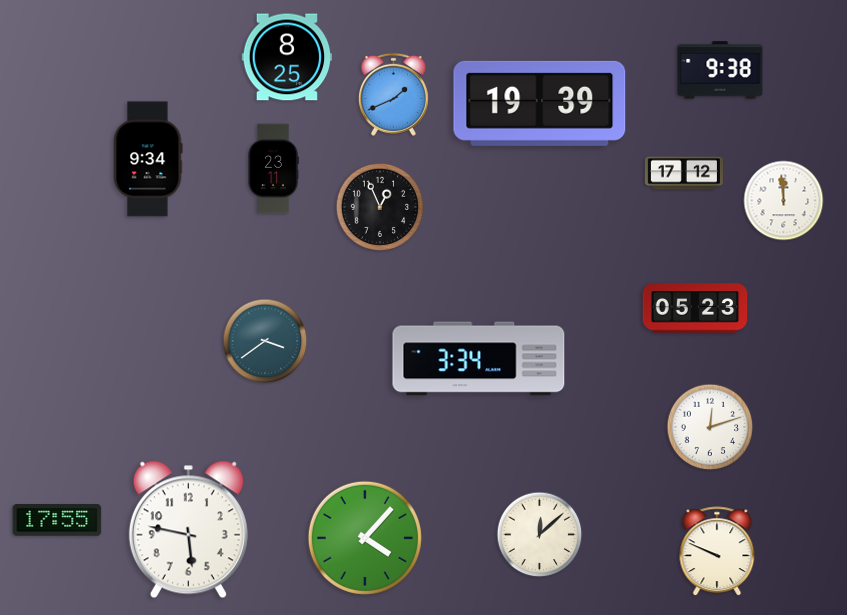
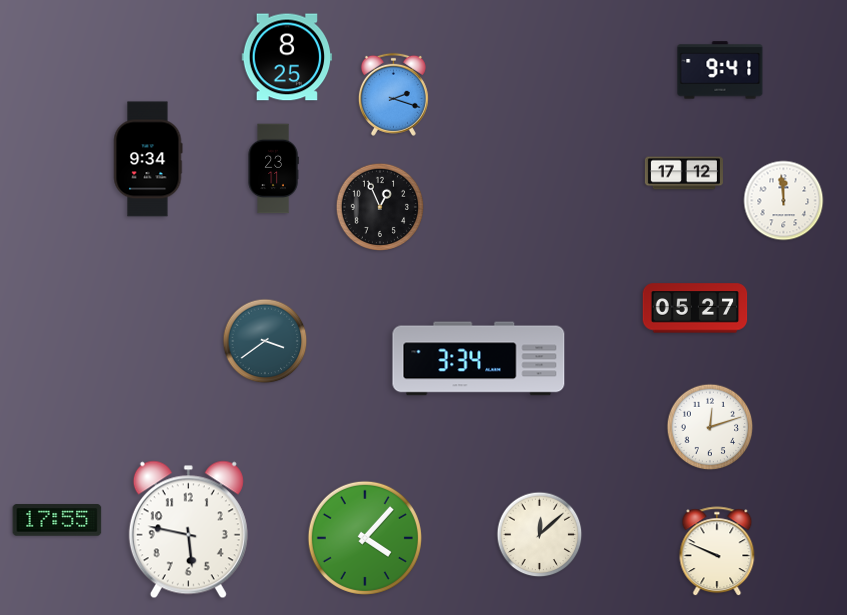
clock at (720, 70): 9:38 -> 9:41
clock at (393, 94): 1:41 -> 2:18
clock at (540, 103): 19:39 -> none
clock at (695, 308): 05:23 -> 05:27
